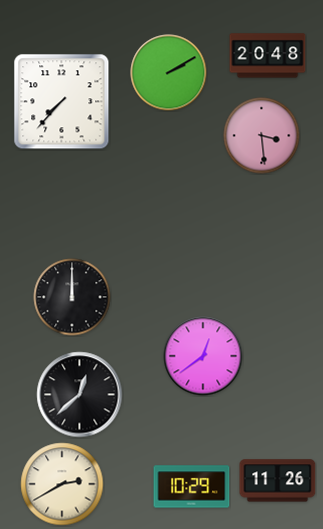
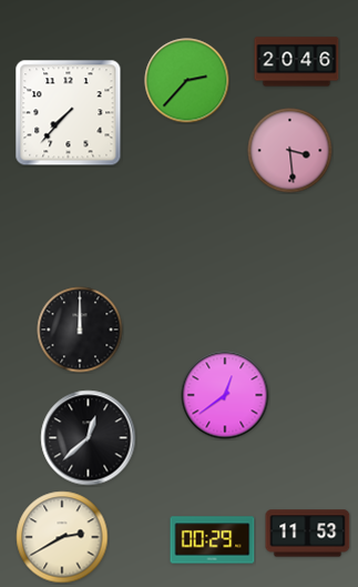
clock at (268, 56): 20:48 -> 20:46
clock at (169, 73): 2:10 -> 2:37
clock at (278, 481): 11:26 -> 11:53
clock at (62, 484) position: (62, 484) -> (62, 537)
clock at (192, 487): 10:29 -> 00:29
